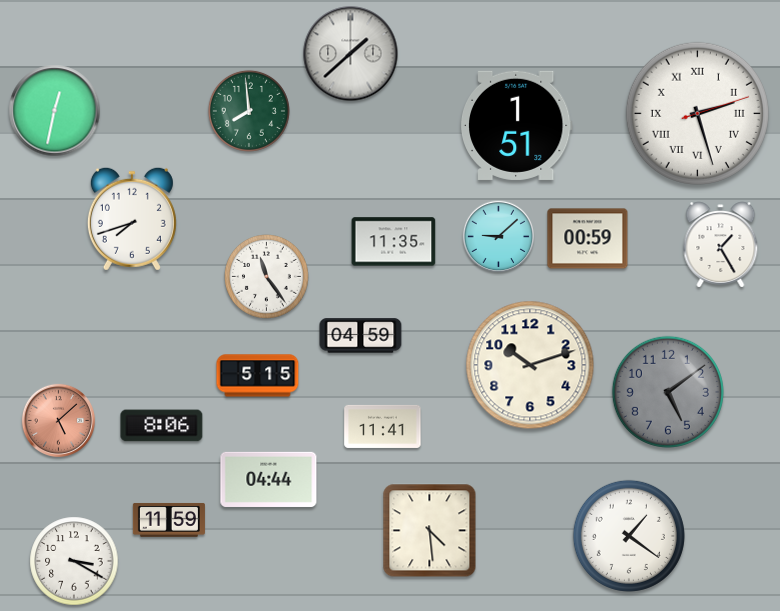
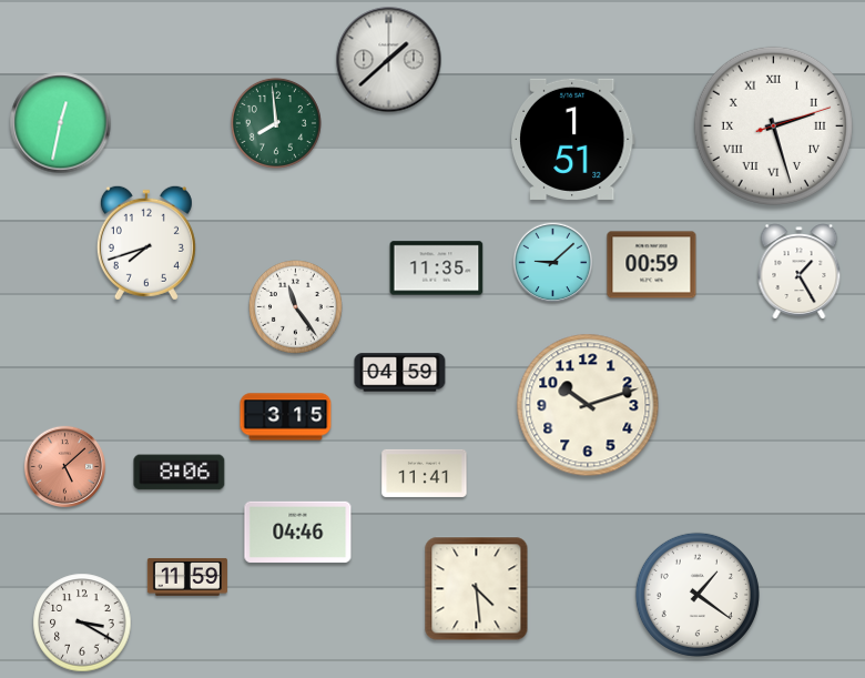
clock at (258, 376): 5:15 -> 3:15
clock at (668, 392): 5:09 -> none
clock at (269, 479): 04:44 -> 04:46
